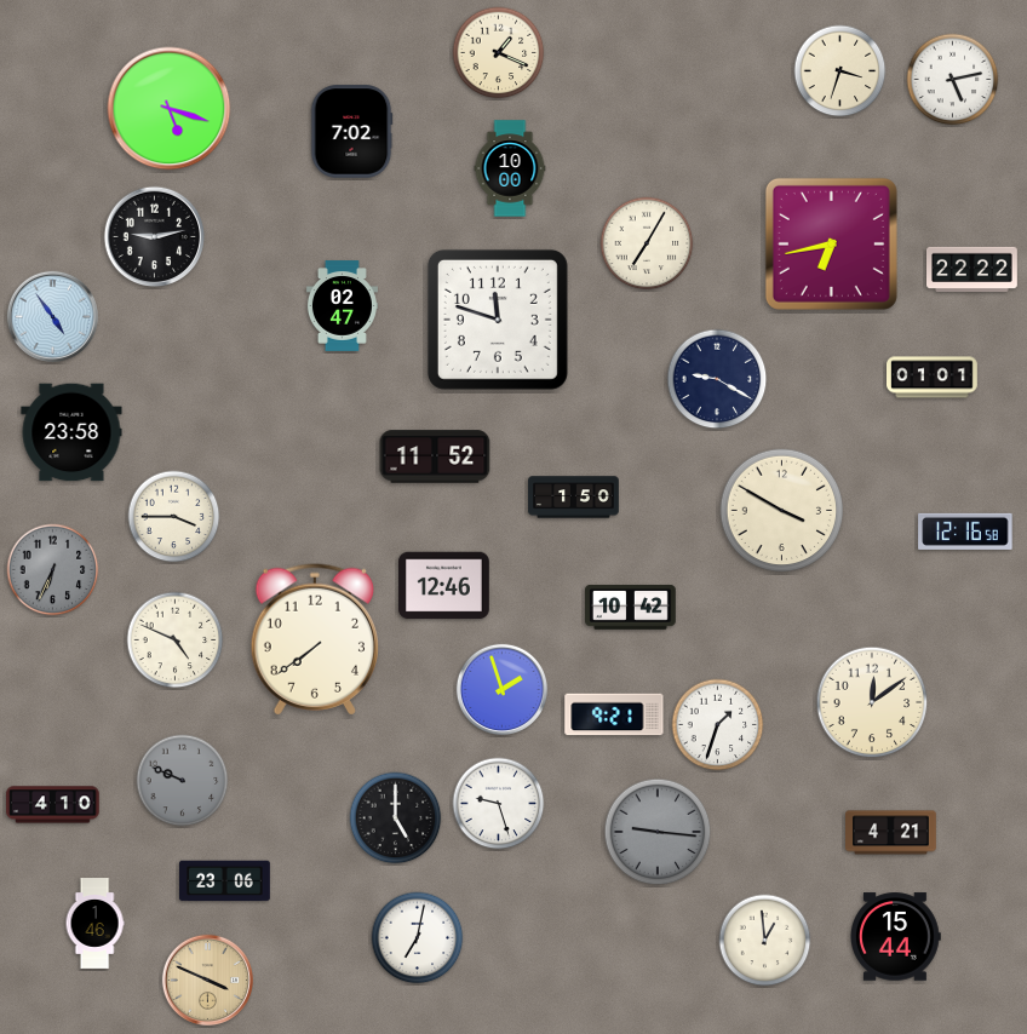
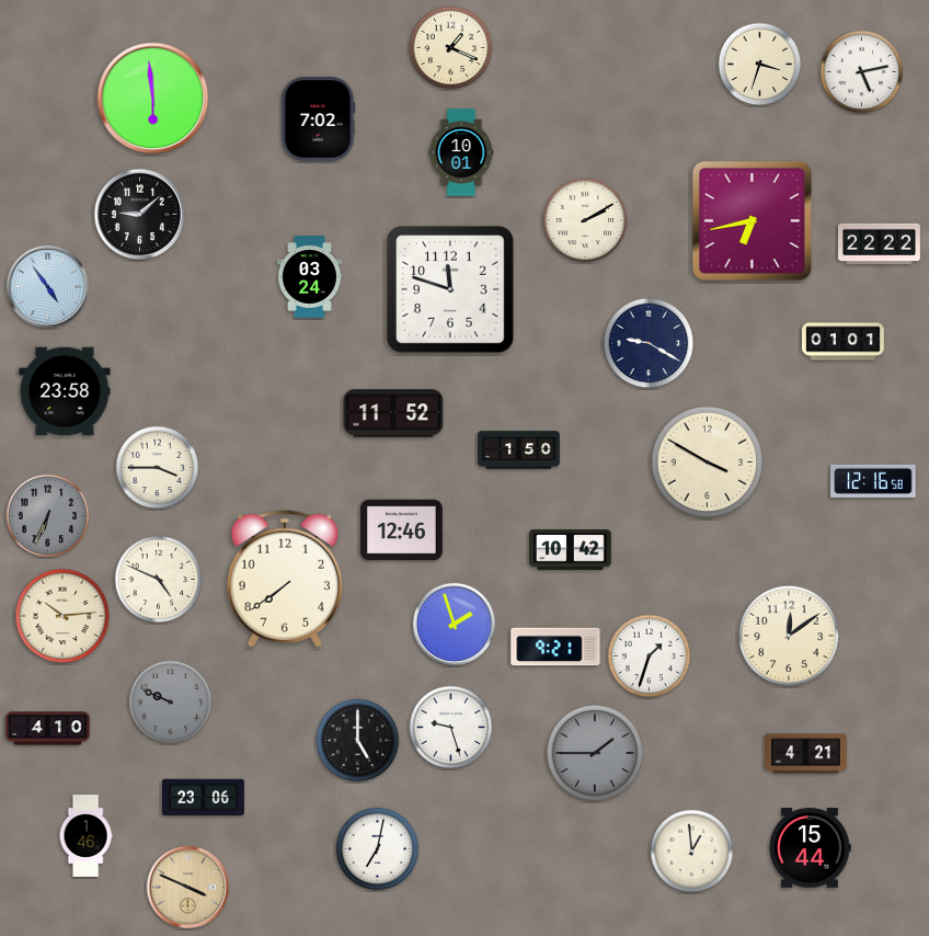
clock at (170, 109): 5:18 -> 5:59
clock at (510, 168): 10:00 -> 10:01
clock at (155, 237): 9:13 -> 9:08
clock at (647, 243): 7:05 -> 2:10
clock at (342, 306): 02:47 -> 03:24
clock at (62, 616): none -> 10:14
clock at (183, 781) position: (183, 781) -> (171, 703)
clock at (658, 832): 9:16 -> 1:45
